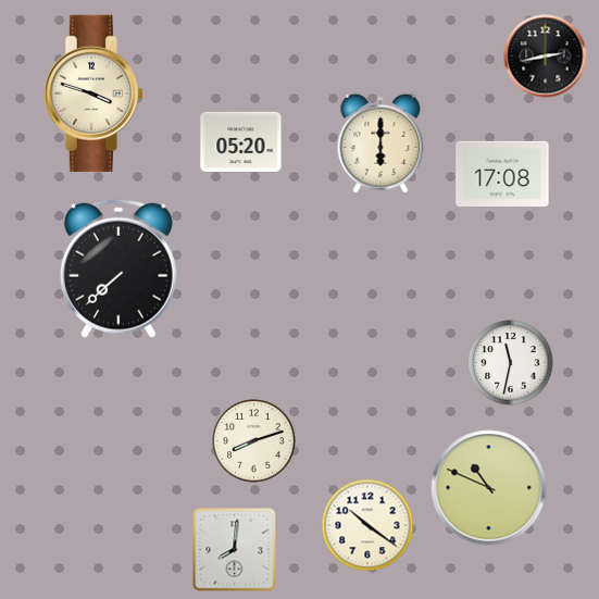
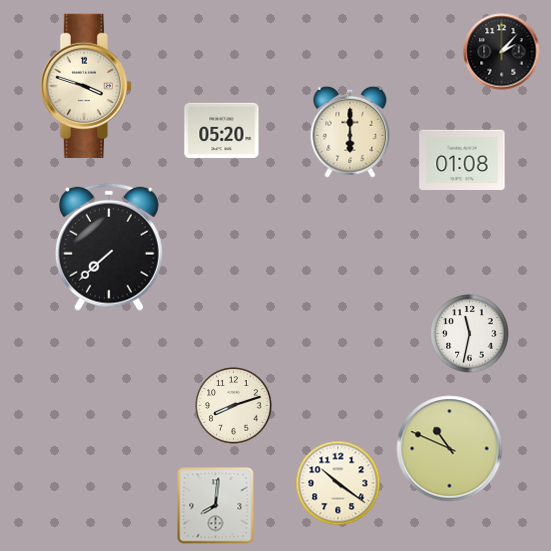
clock at (546, 57): 2:43 -> 2:07
clock at (502, 173): 17:08 -> 01:08
